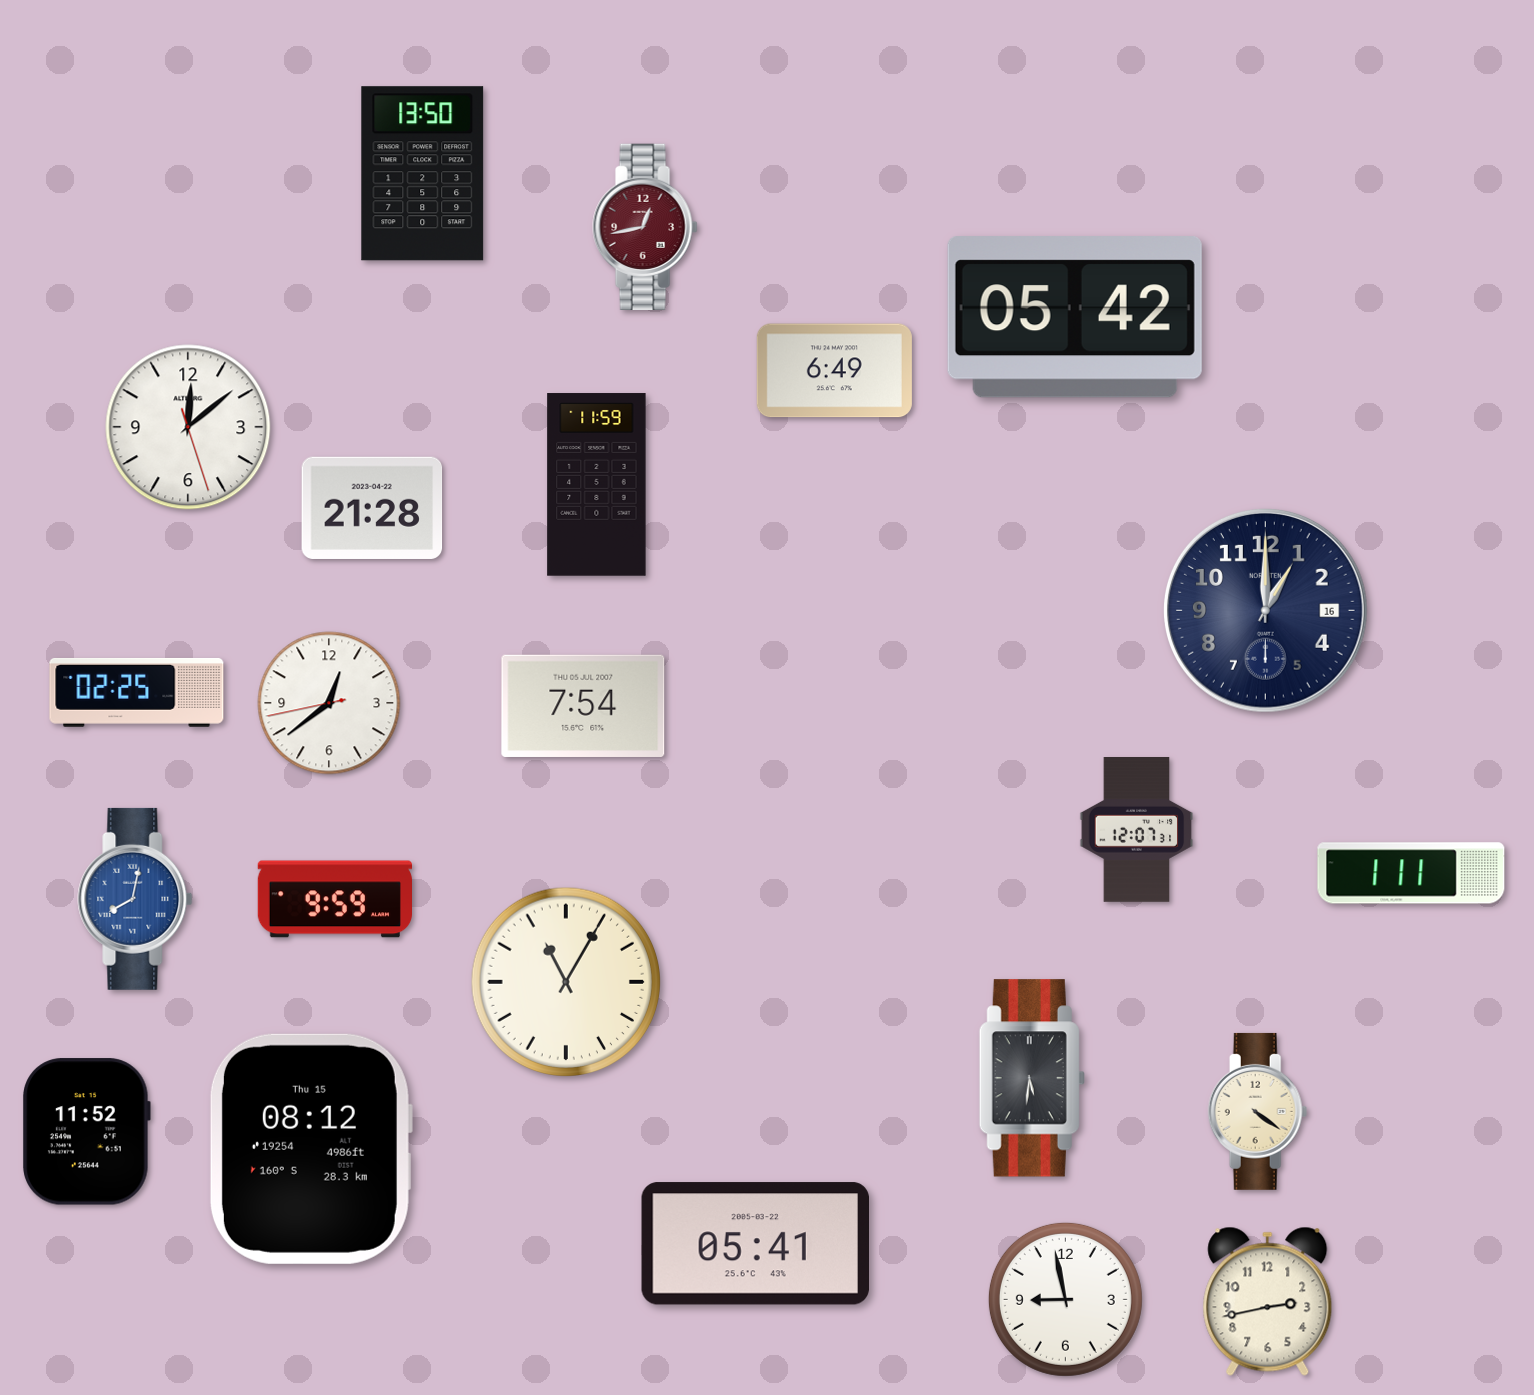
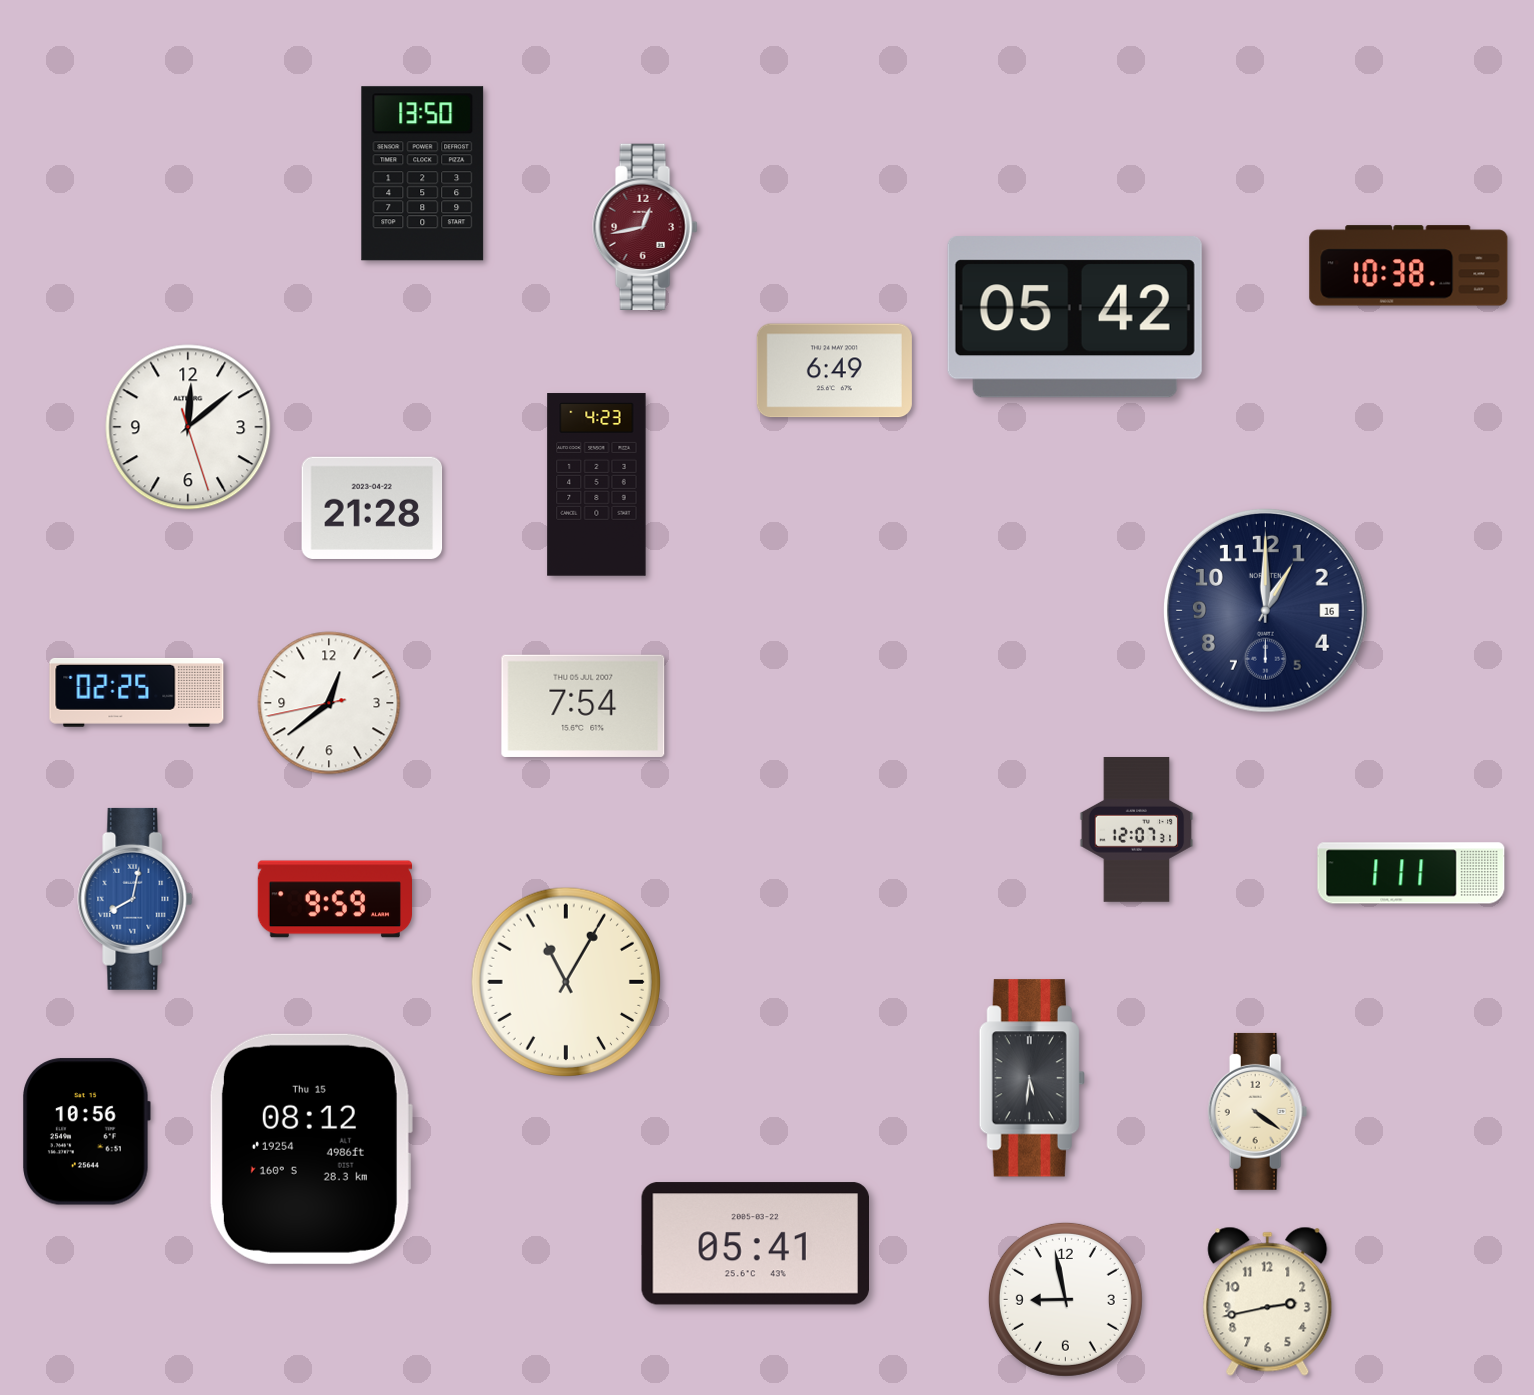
clock at (1409, 266): none -> 10:38
clock at (597, 485): 11:59 -> 4:23
clock at (86, 1132): 11:52 -> 10:56
